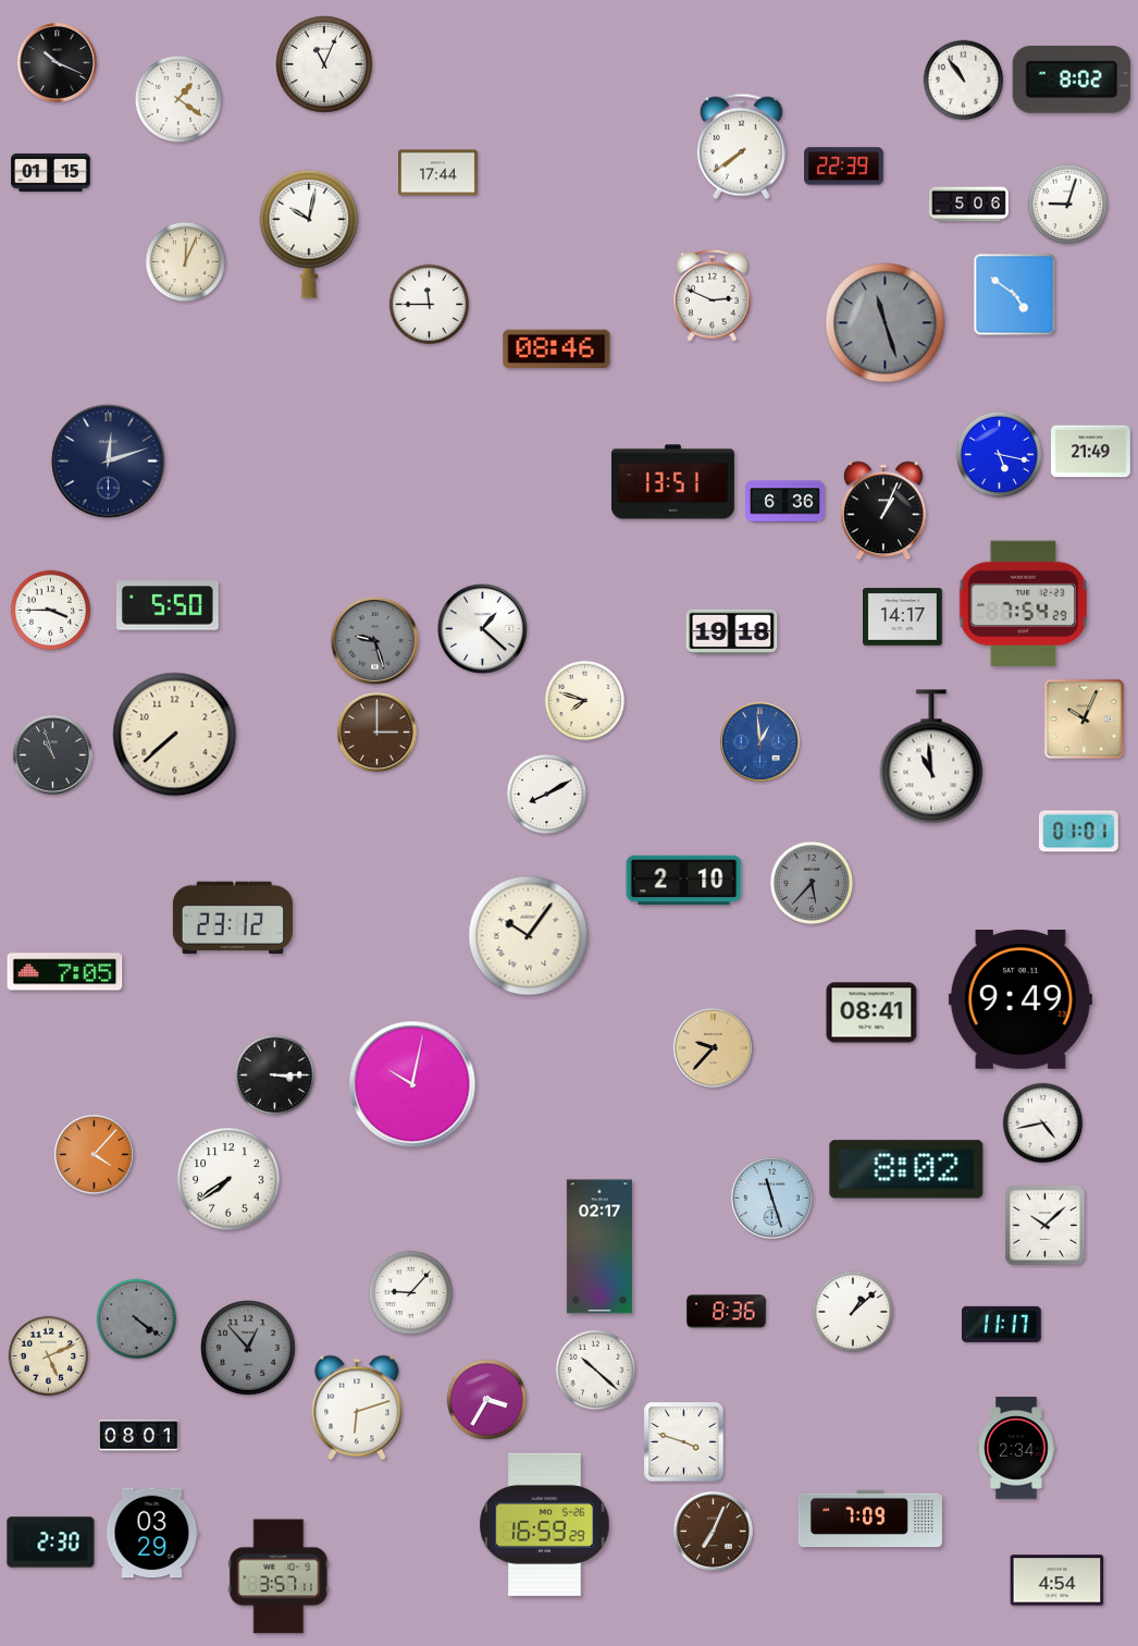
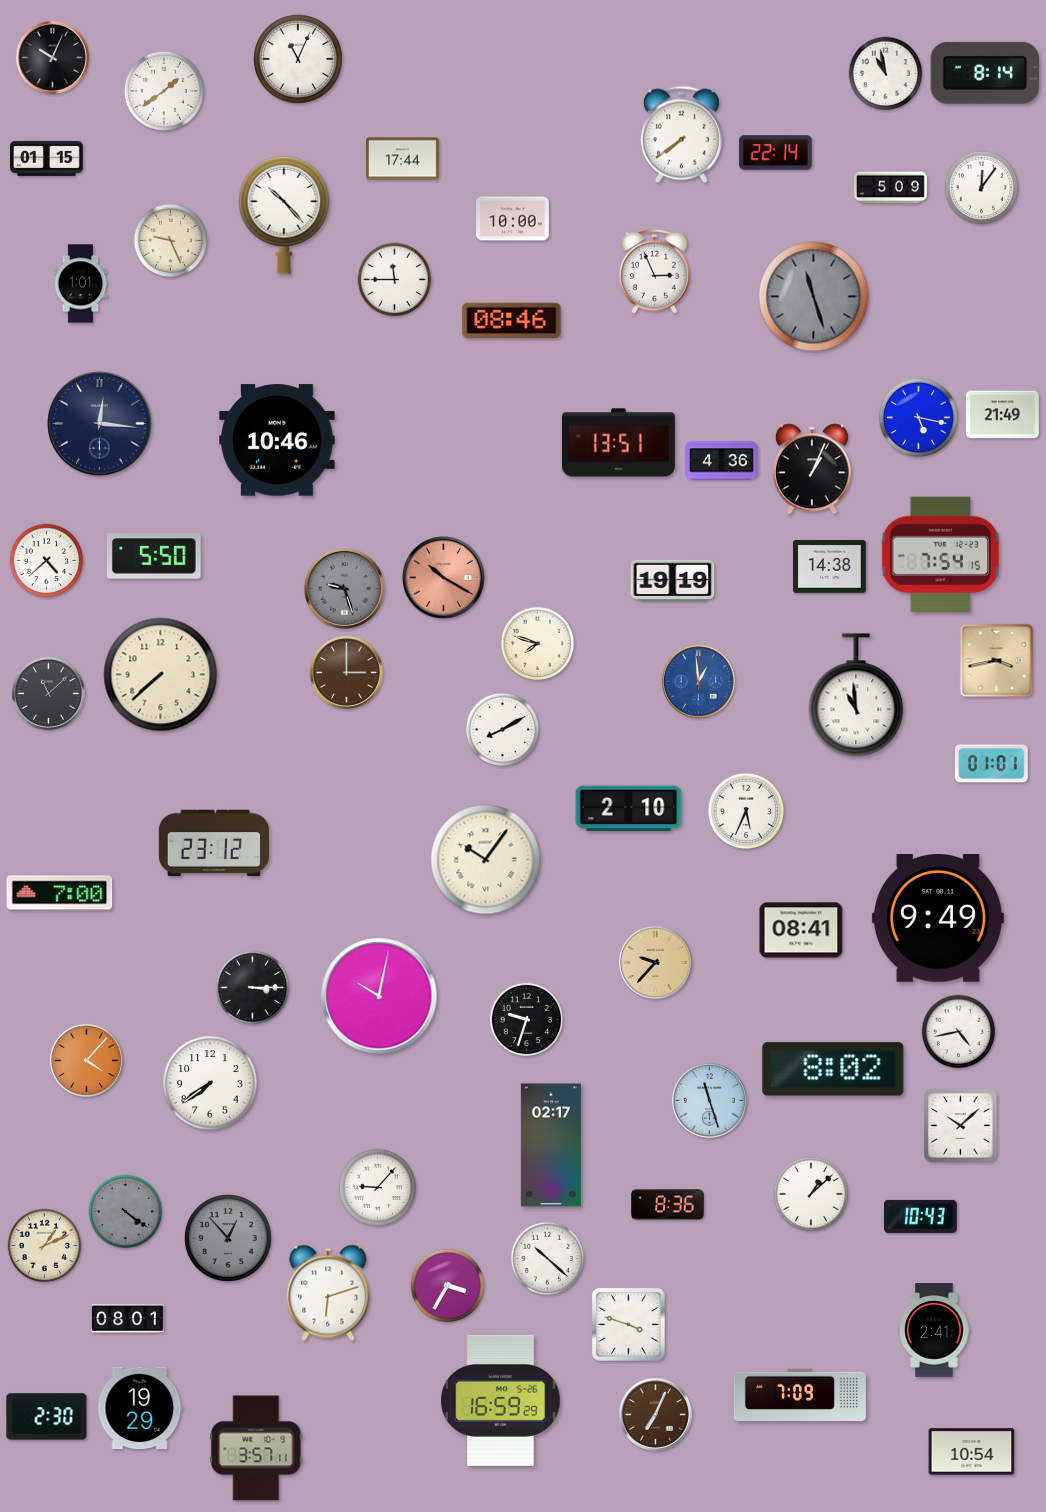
clock at (57, 62): 10:19 -> 10:04
clock at (1072, 79): 8:02 -> 8:14
clock at (964, 81): 10:54 -> 10:58
clock at (178, 99): 1:21 -> 1:39
clock at (844, 167): 22:39 -> 22:14
clock at (969, 205): 5:06 -> 5:09
clock at (1068, 205): 9:03 -> 12:06
clock at (309, 234): 10:02 -> 10:23
clock at (513, 219): none -> 10:00
clock at (186, 262): 12:04 -> 9:26
clock at (713, 295): 2:49 -> 2:56
clock at (1015, 295): 4:51 -> none
clock at (81, 284): none -> 1:01
clock at (109, 462): 12:12 -> 12:16
clock at (277, 440): none -> 10:46
clock at (786, 502): 6:36 -> 4:36
clock at (1023, 604): 7:54:29 -> 7:54:15
clock at (51, 611): 3:45 -> 4:38
clock at (903, 617): 14:17 -> 14:38
clock at (483, 629): 1:22 -> 10:20
clock at (483, 629) dial: white -> salmon
clock at (732, 631): 19:18 -> 19:19
clock at (1085, 720): 10:04 -> 3:43
clock at (52, 754): 10:57 -> 11:08
clock at (812, 883): 5:37 -> 5:34
clock at (812, 883) dial: grey -> white
clock at (65, 972): 7:05 -> 7:00
clock at (527, 1020): none -> 9:33
clock at (906, 1169) position: (906, 1169) -> (833, 1069)
clock at (853, 1312) position: (853, 1312) -> (811, 1194)
clock at (1001, 1324): 11:17 -> 10:43
clock at (49, 1356): 5:11 -> 1:11
clock at (1016, 1448): 2:34 -> 2:41
clock at (713, 1531) position: (713, 1531) -> (655, 1414)
clock at (152, 1533): 03:29 -> 19:29
clock at (1057, 1581): 4:54 -> 10:54
